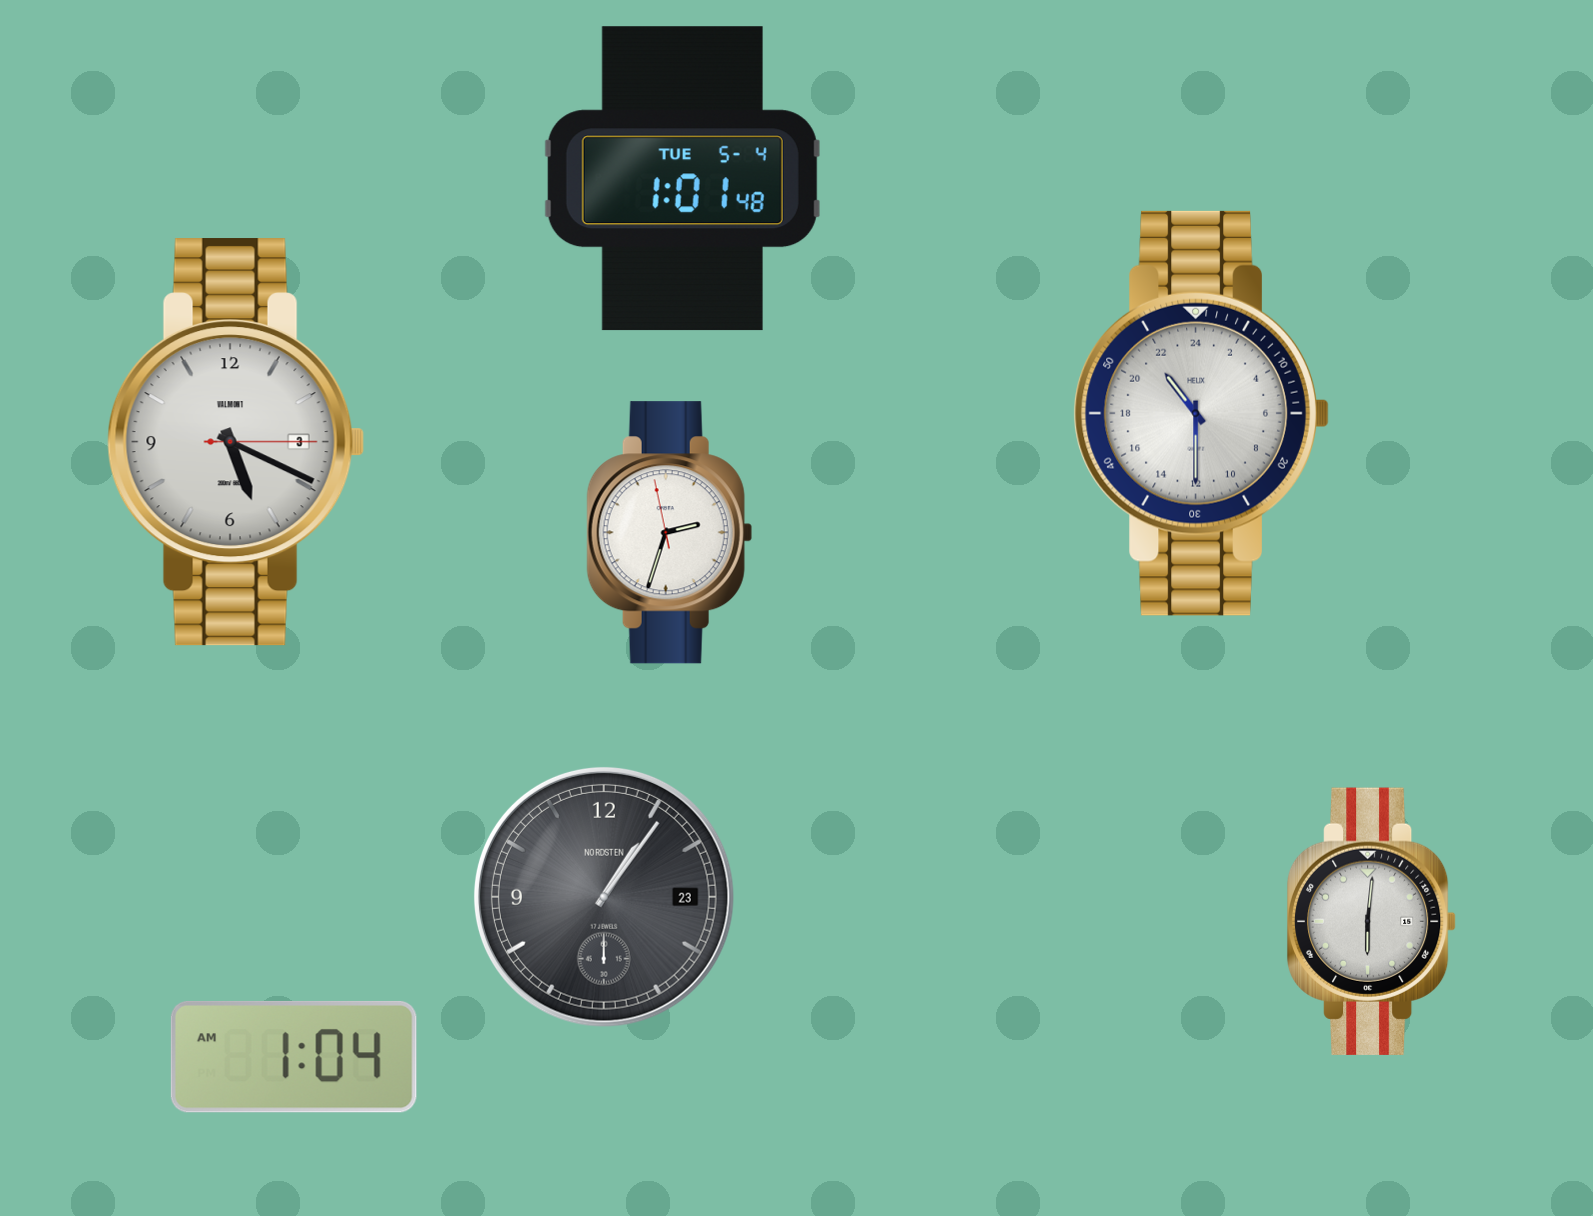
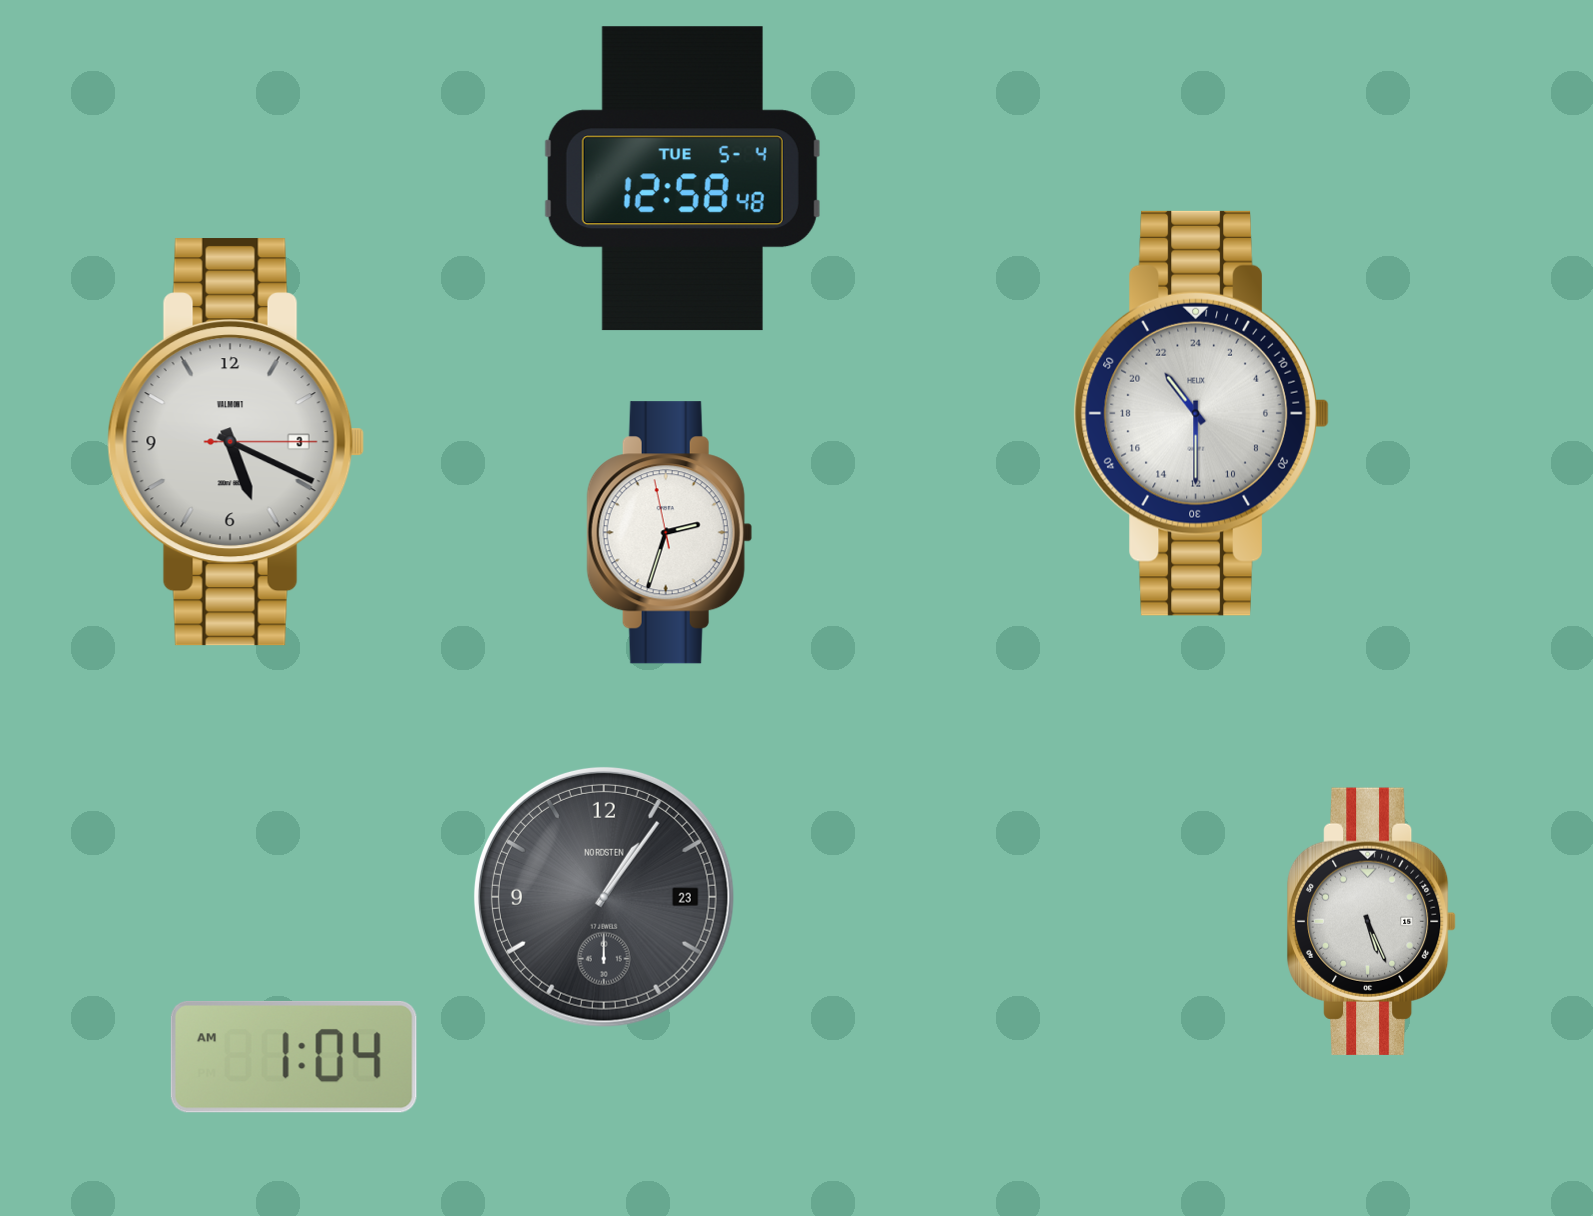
clock at (682, 179): 1:01 -> 12:58
clock at (1372, 921): 6:01 -> 5:26
